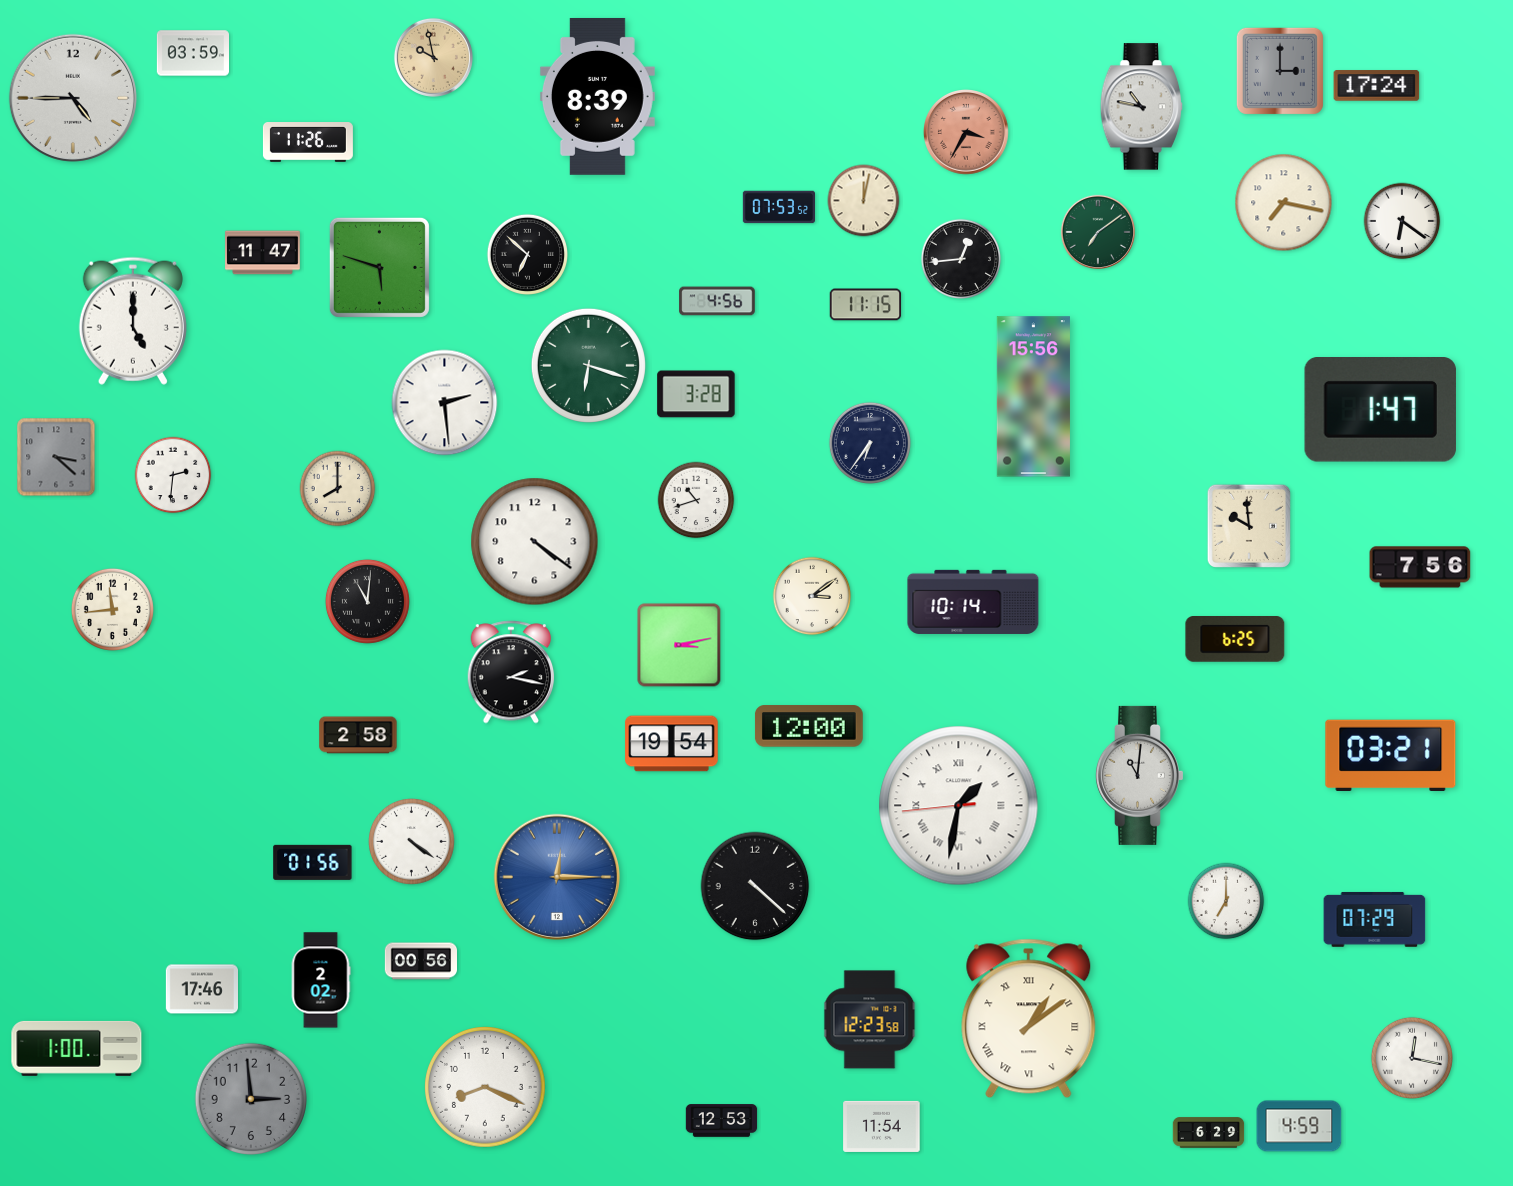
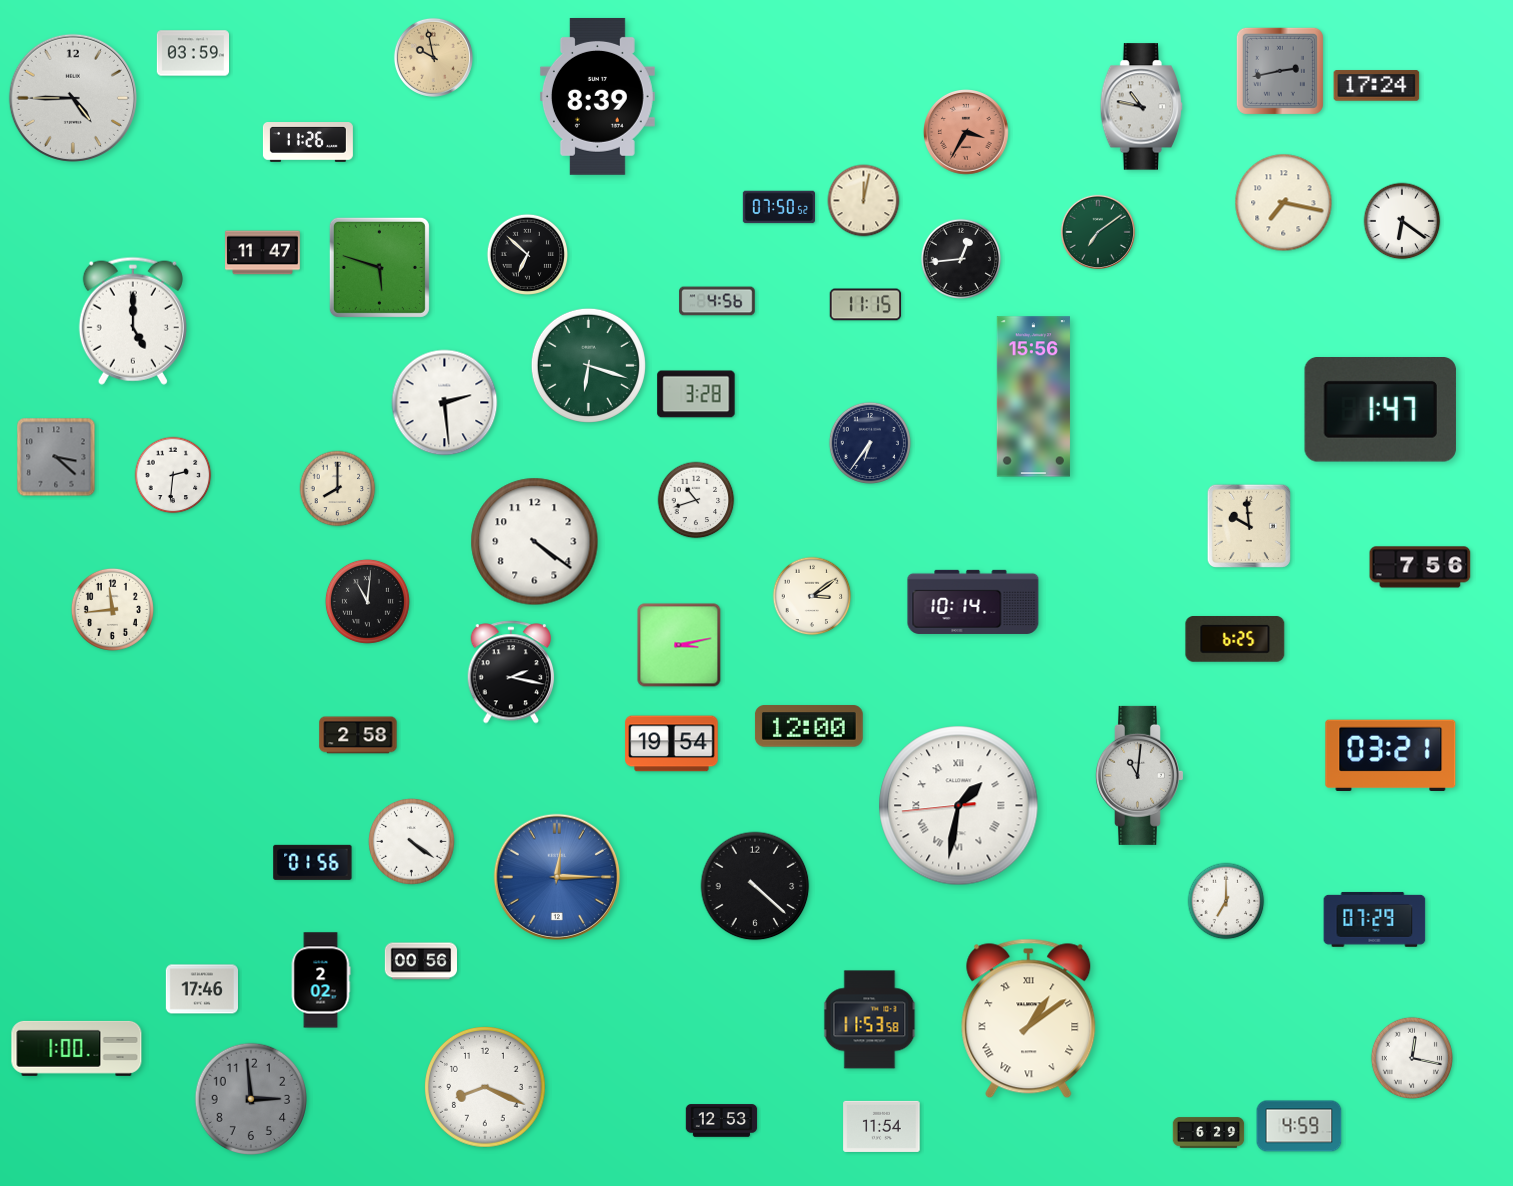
clock at (1280, 71): 3:00 -> 2:43
clock at (778, 207): 07:53 -> 07:50
clock at (870, 1020): 12:23 -> 11:53
